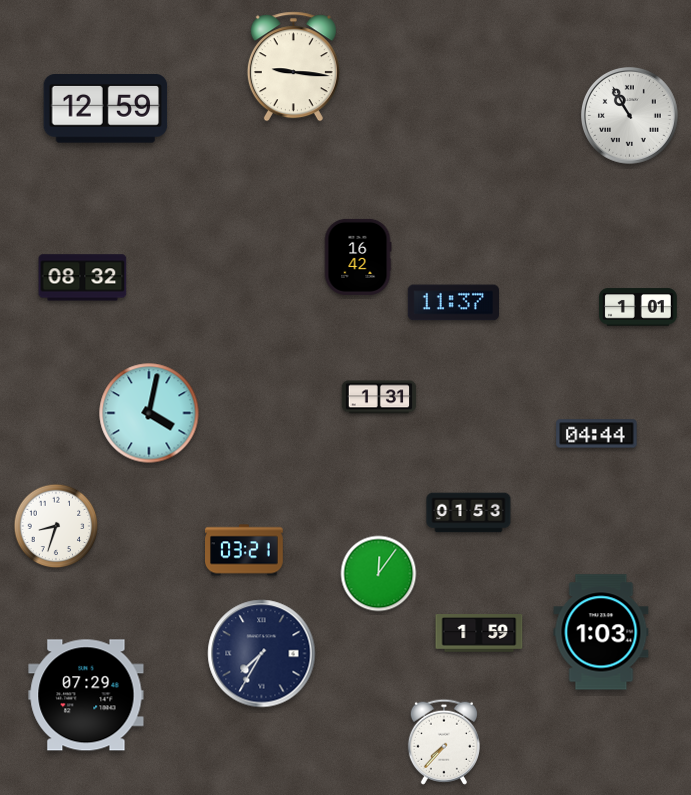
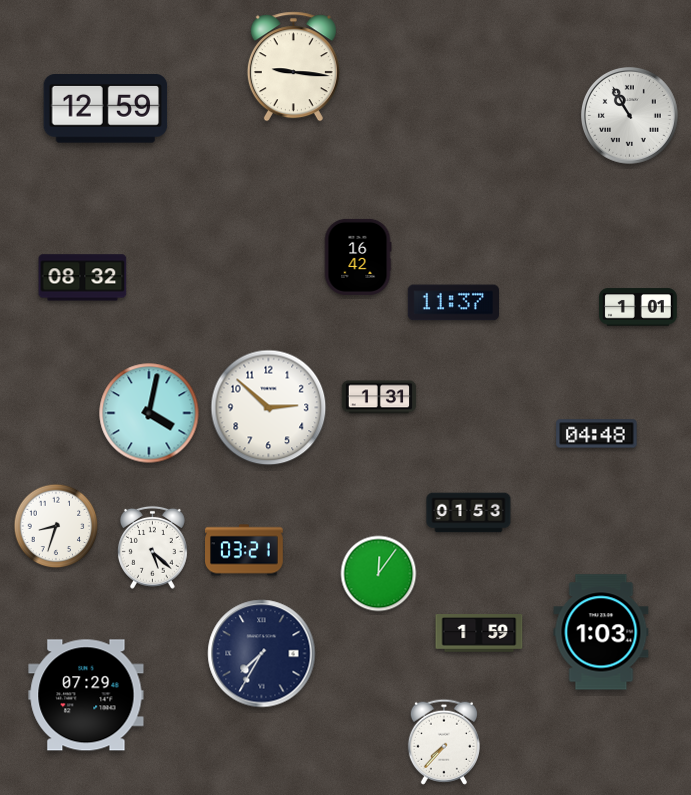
clock at (269, 408): none -> 2:52
clock at (597, 434): 04:44 -> 04:48
clock at (152, 547): none -> 5:22
